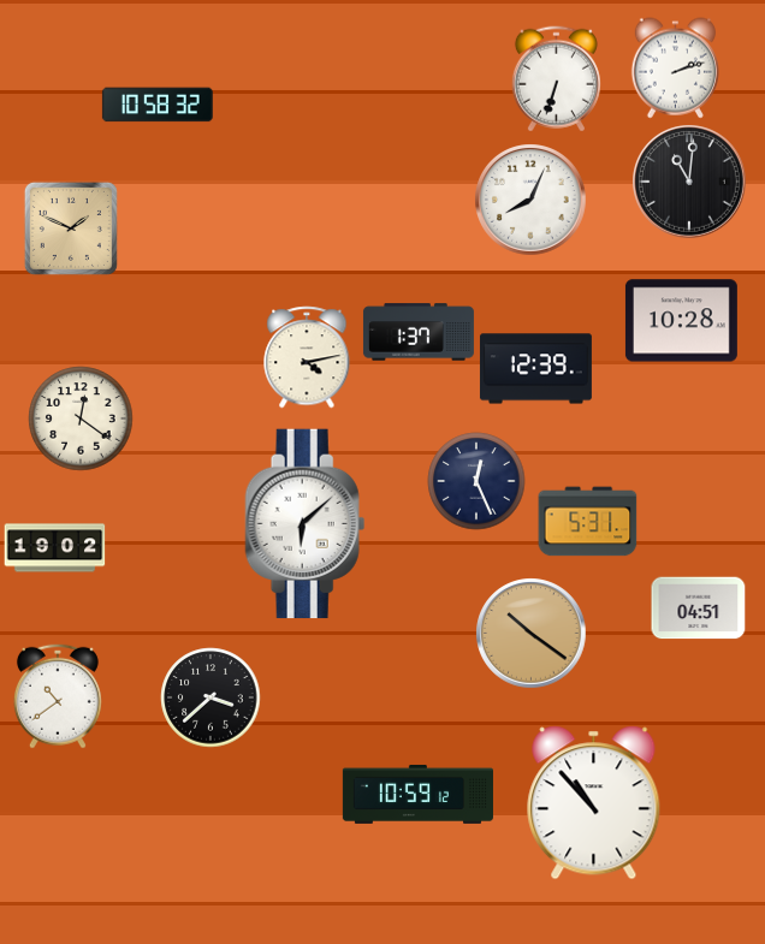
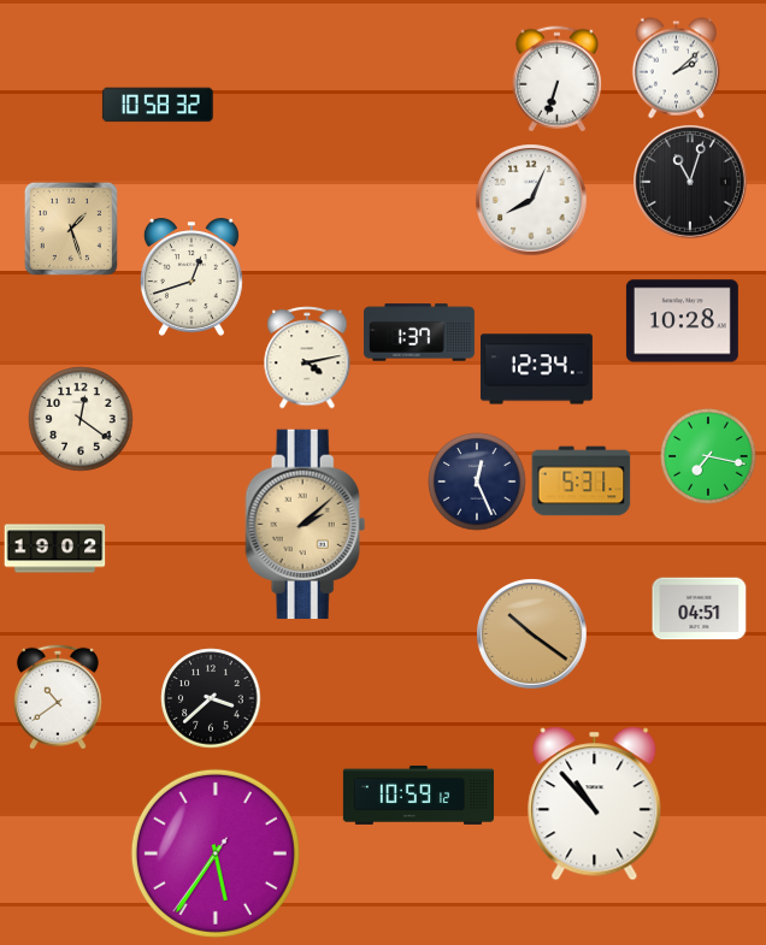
clock at (675, 69): 2:12 -> 2:08
clock at (690, 183): 11:01 -> 11:03
clock at (71, 228): 1:49 -> 1:27
clock at (191, 277): none -> 12:42
clock at (535, 369): 12:39 -> 12:34
clock at (708, 456): none -> 7:17
clock at (588, 522) position: (588, 522) -> (582, 482)
clock at (306, 524): 6:08 -> 2:08
clock at (306, 524) dial: white -> champagne
clock at (216, 854): none -> 5:35
